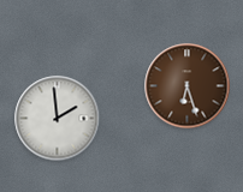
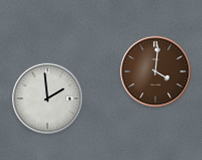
clock at (188, 86): 6:27 -> 4:01
